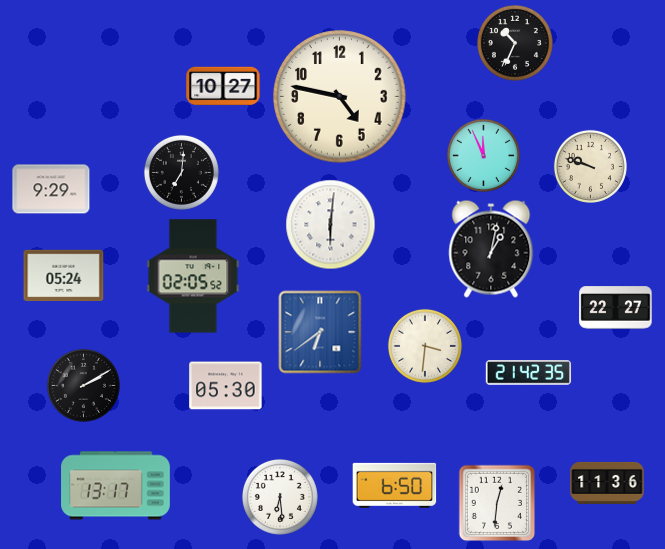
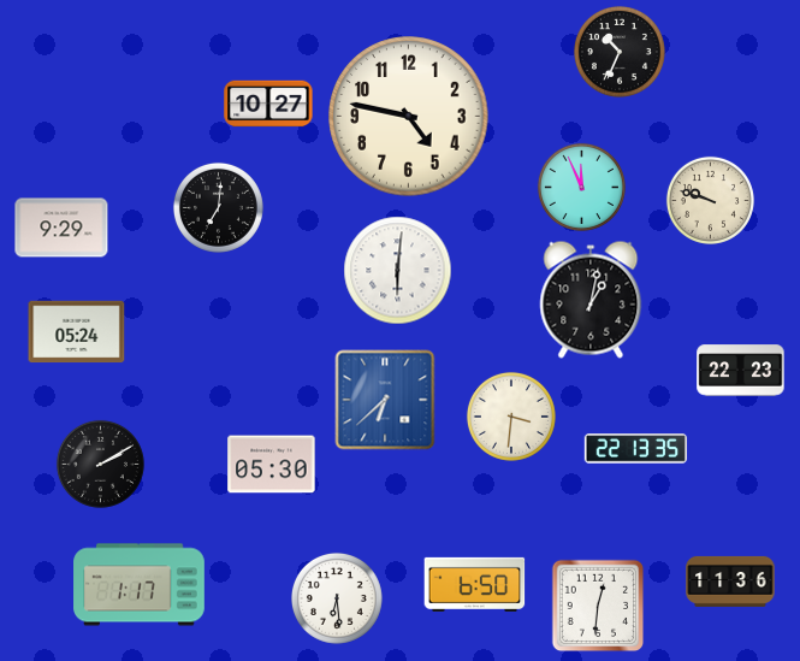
clock at (193, 276): 02:05 -> none
clock at (616, 308): 22:27 -> 22:23
clock at (320, 332): 6:39 -> 6:38
clock at (529, 373): 21:42 -> 22:13
clock at (116, 486): 13:17 -> 1:17
